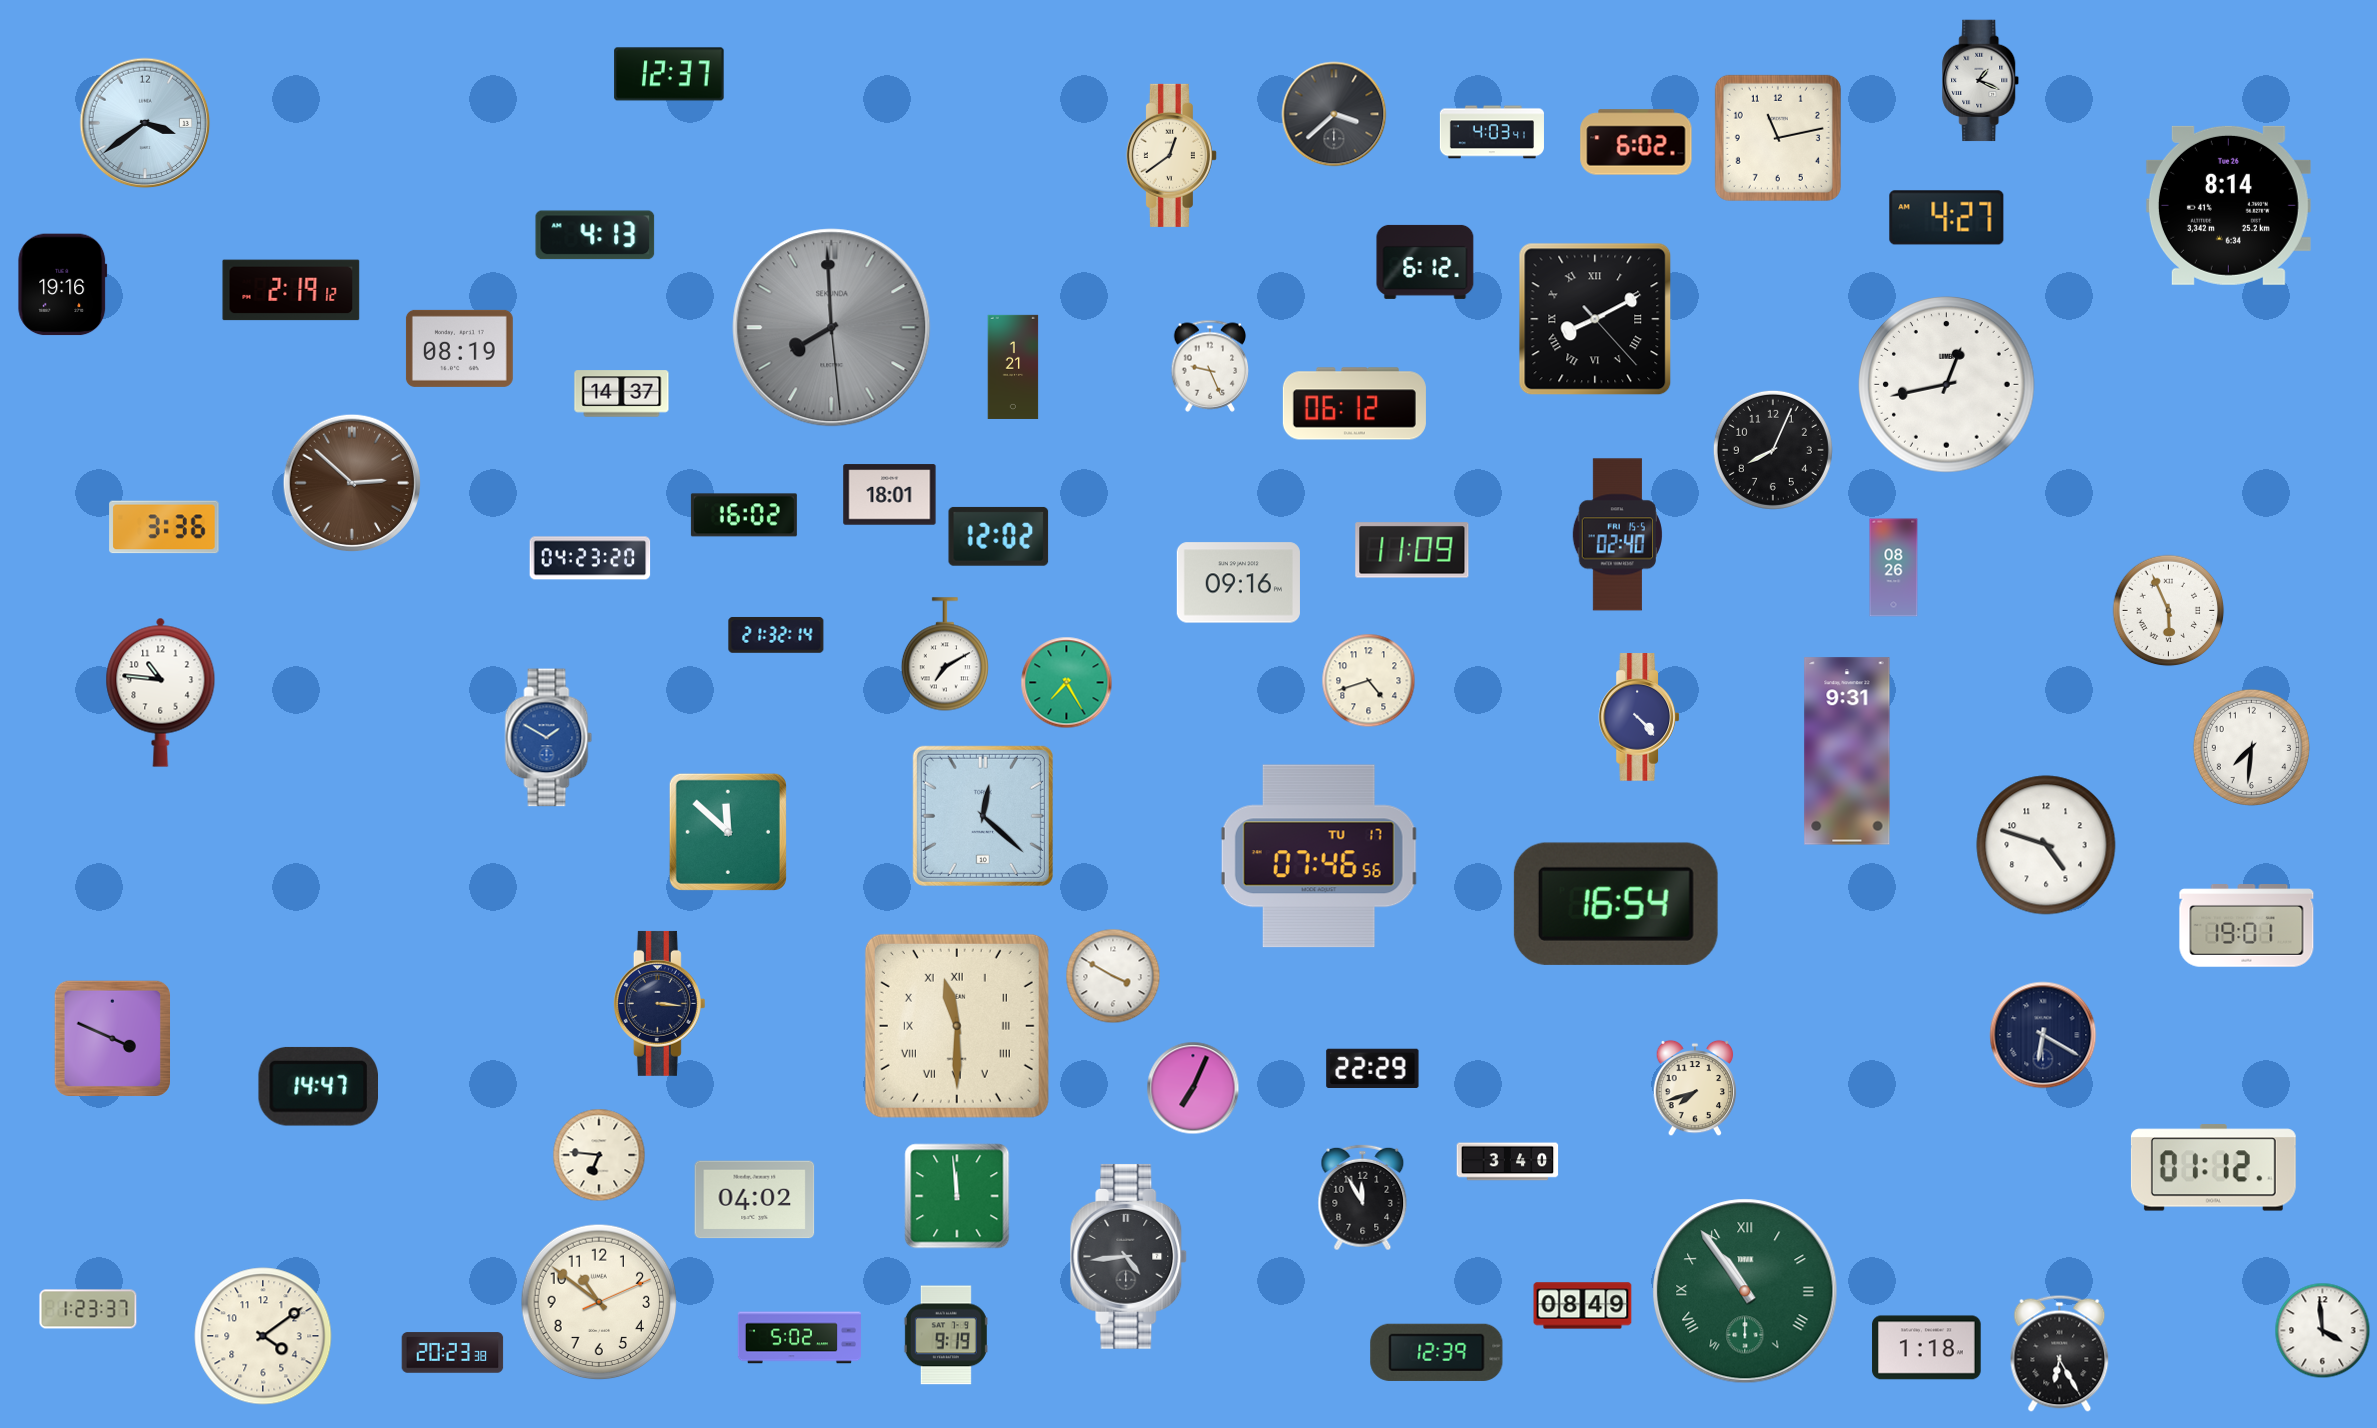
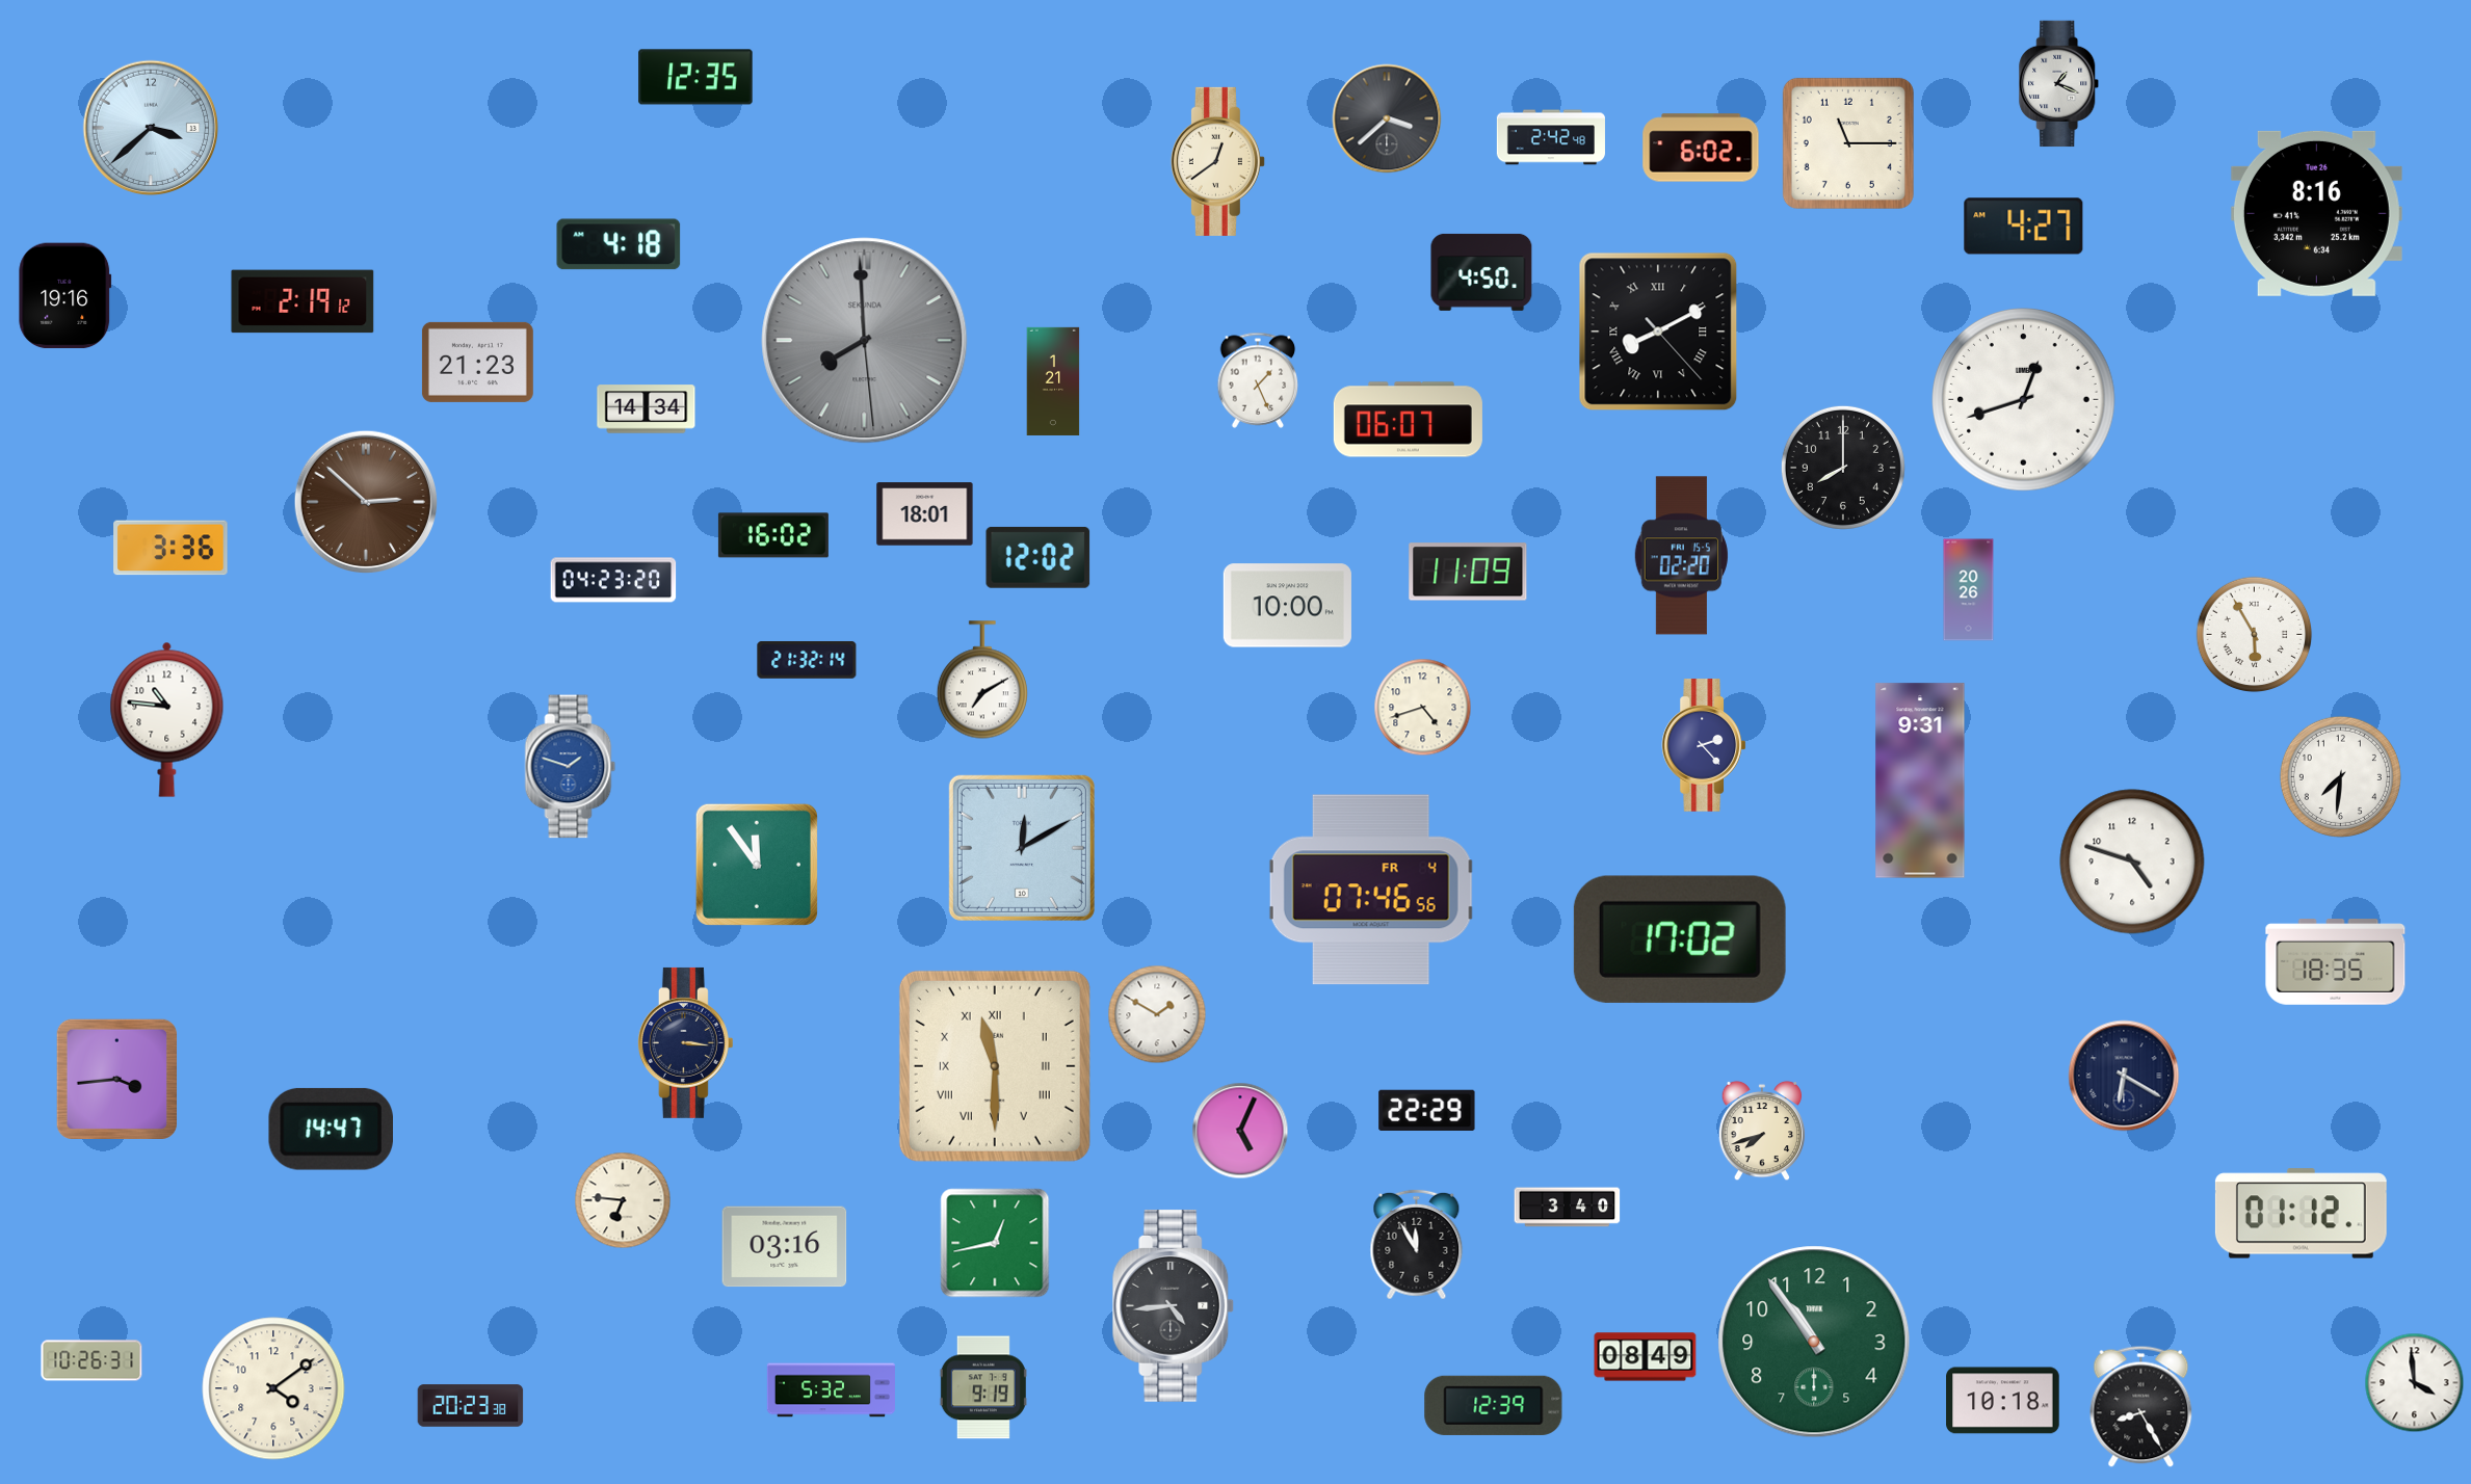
clock at (669, 74): 12:37 -> 12:35
clock at (145, 123): 3:39 -> 3:38
clock at (1492, 132): 4:03 -> 2:42
clock at (1778, 138): 11:13 -> 11:15
clock at (2228, 205): 8:14 -> 8:16
clock at (595, 235): 4:13 -> 4:18
clock at (1425, 262): 6:12 -> 4:50
clock at (459, 348): 08:19 -> 21:23
clock at (1210, 366): 9:26 -> 1:26
clock at (1947, 385): 12:43 -> 12:42
clock at (622, 394): 14:37 -> 14:34
clock at (1354, 404): 06:12 -> 06:07
clock at (1773, 450): 8:04 -> 8:00
clock at (1617, 535): 02:40 -> 02:20
clock at (1894, 568): 08:26 -> 20:26
clock at (1238, 583): 09:16 -> 10:00
clock at (2169, 611): 5:56 -> 5:55
clock at (1067, 683): 7:25 -> none
clock at (1639, 717): 4:23 -> 2:23
clock at (549, 738): 1:50 -> 1:48
clock at (983, 816): 12:22 -> 12:10
clock at (728, 832): 11:52 -> 11:54
clock at (2046, 845) position: (2046, 845) -> (2132, 862)
clock at (1319, 856) date: TU 17 -> FR 4
clock at (1616, 904): 16:54 -> 17:02
clock at (2247, 926): 19:01 -> 18:35
clock at (1113, 976): 3:50 -> 1:50
clock at (112, 1038): 3:49 -> 3:44
clock at (1193, 1088): 7:04 -> 5:04
clock at (957, 1196): 11:59 -> 12:43
clock at (755, 1200): 04:02 -> 03:16
clock at (1745, 1291) numerals: Roman -> Arabic
clock at (599, 1302): 10:51 -> none
clock at (88, 1309): 1:23 -> 10:26
clock at (799, 1338): 5:02 -> 5:32
clock at (1927, 1348): 1:18 -> 10:18
clock at (2060, 1353): 6:25 -> 8:25
